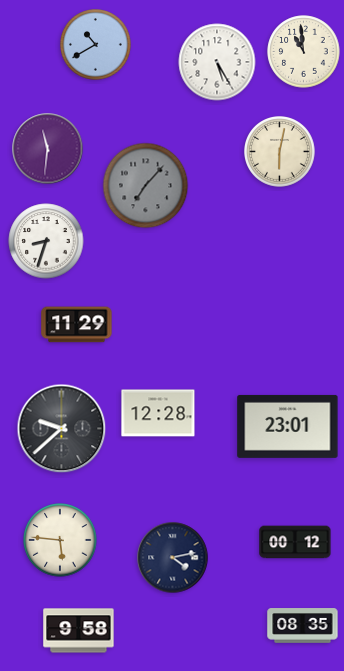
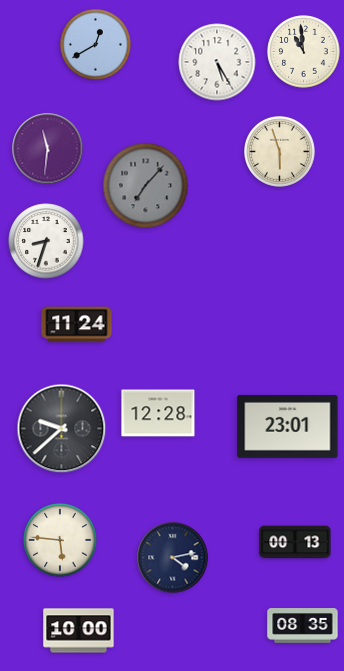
clock at (96, 45): 10:40 -> 12:40
clock at (280, 152): 6:02 -> 5:57
clock at (77, 325): 11:29 -> 11:24
clock at (295, 542): 00:12 -> 00:13
clock at (79, 631): 9:58 -> 10:00
